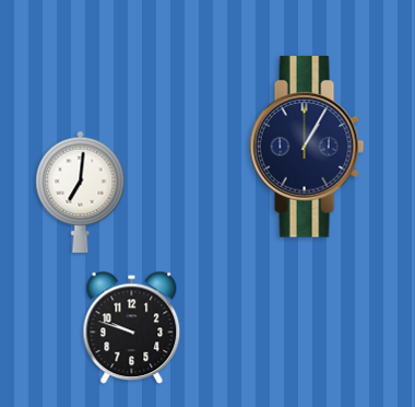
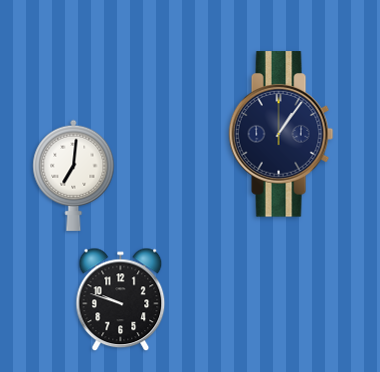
clock at (307, 147): 1:05 -> 1:06
